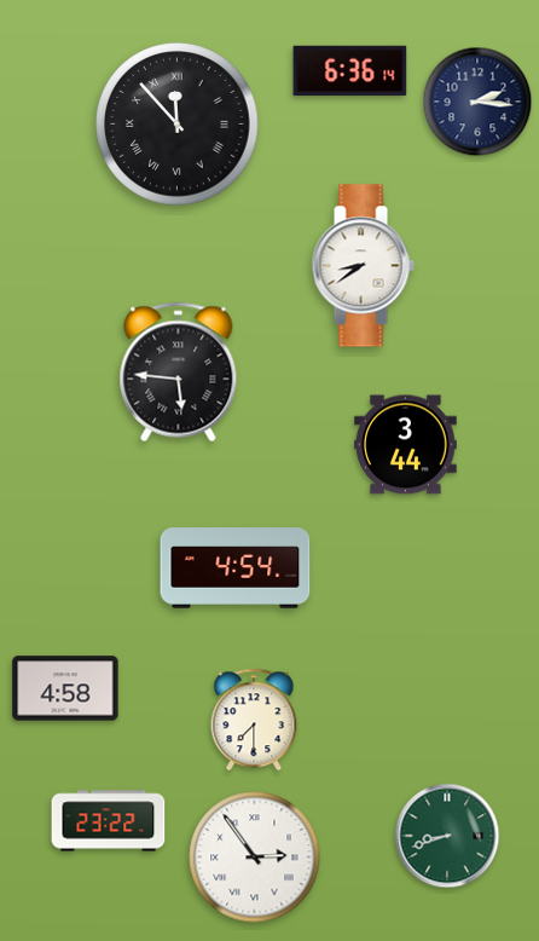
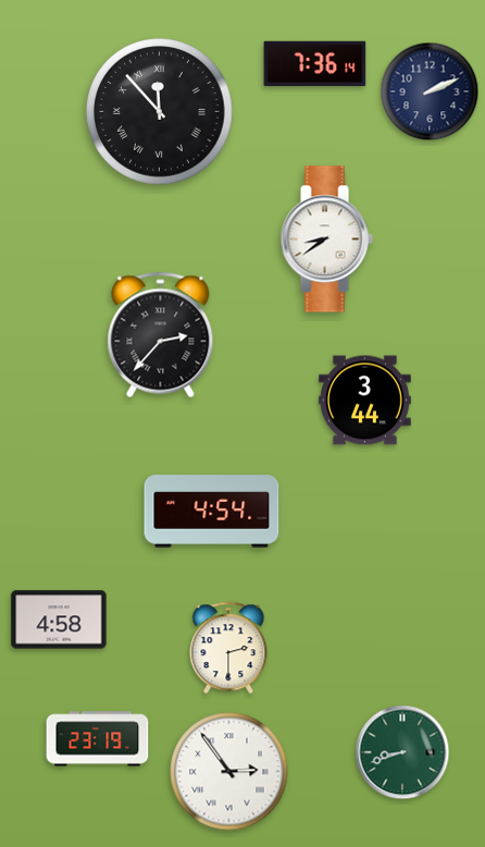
clock at (350, 71): 6:36 -> 7:36
clock at (477, 102): 2:16 -> 2:11
clock at (179, 373): 5:46 -> 2:37
clock at (254, 720): 7:30 -> 2:30
clock at (109, 821): 23:22 -> 23:19
